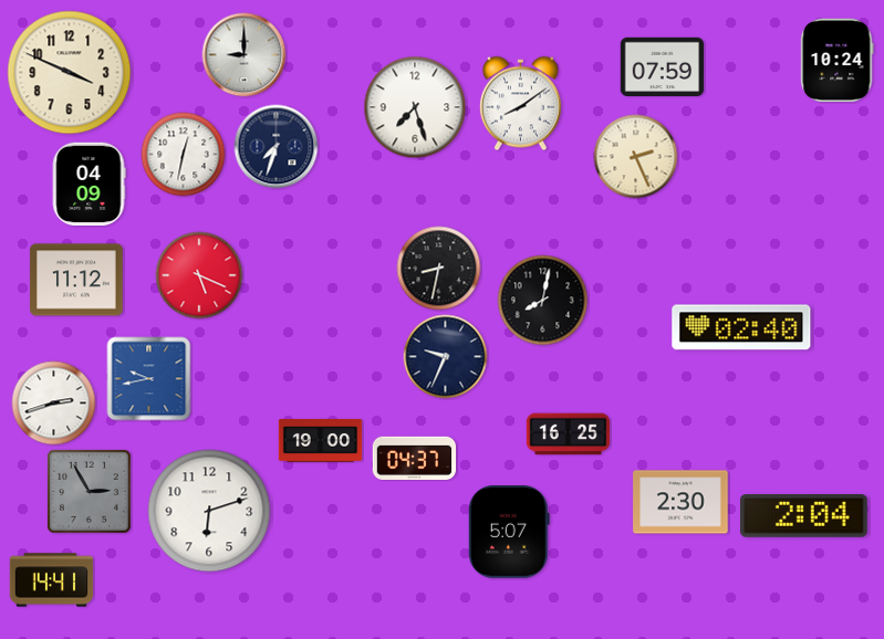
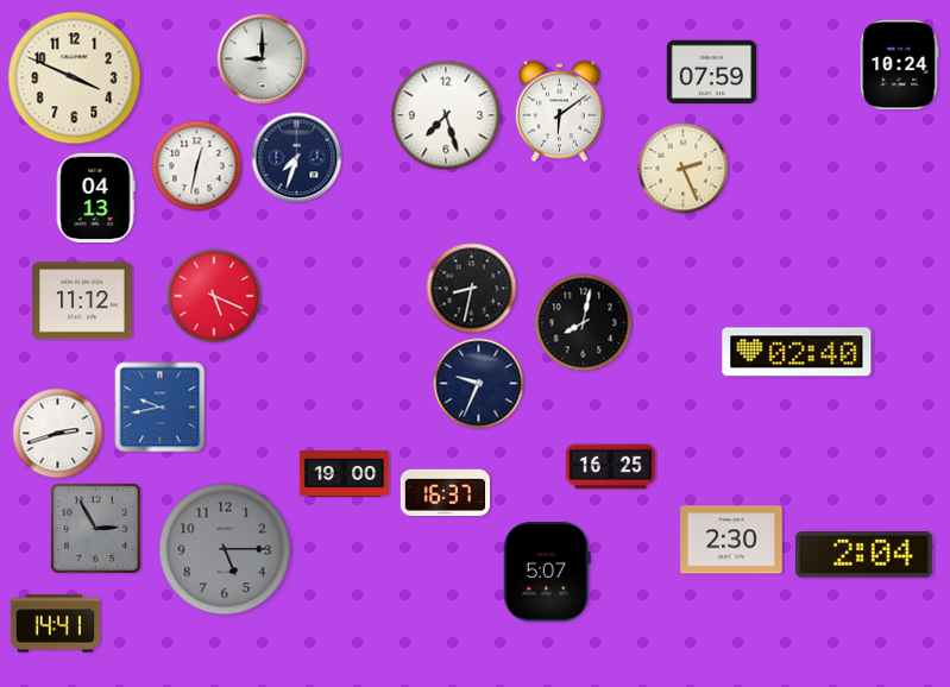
clock at (520, 104): 8:09 -> 6:09
clock at (89, 185): 04:09 -> 04:13
clock at (415, 458): 04:37 -> 16:37
clock at (209, 511): 6:12 -> 5:15
clock at (209, 511) dial: white -> grey
